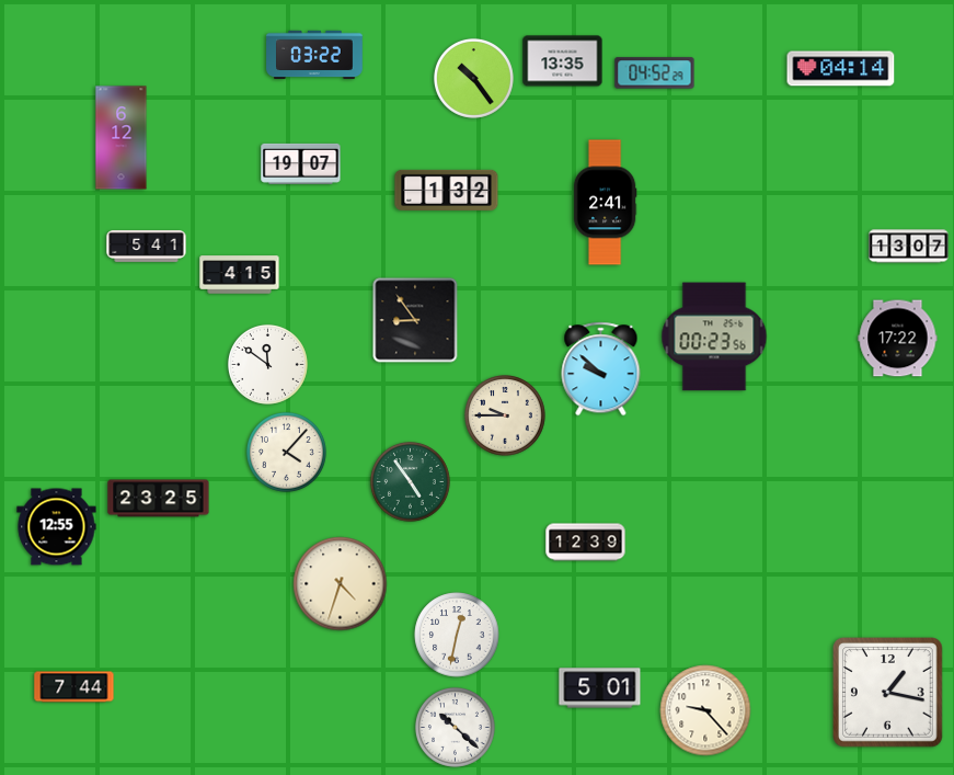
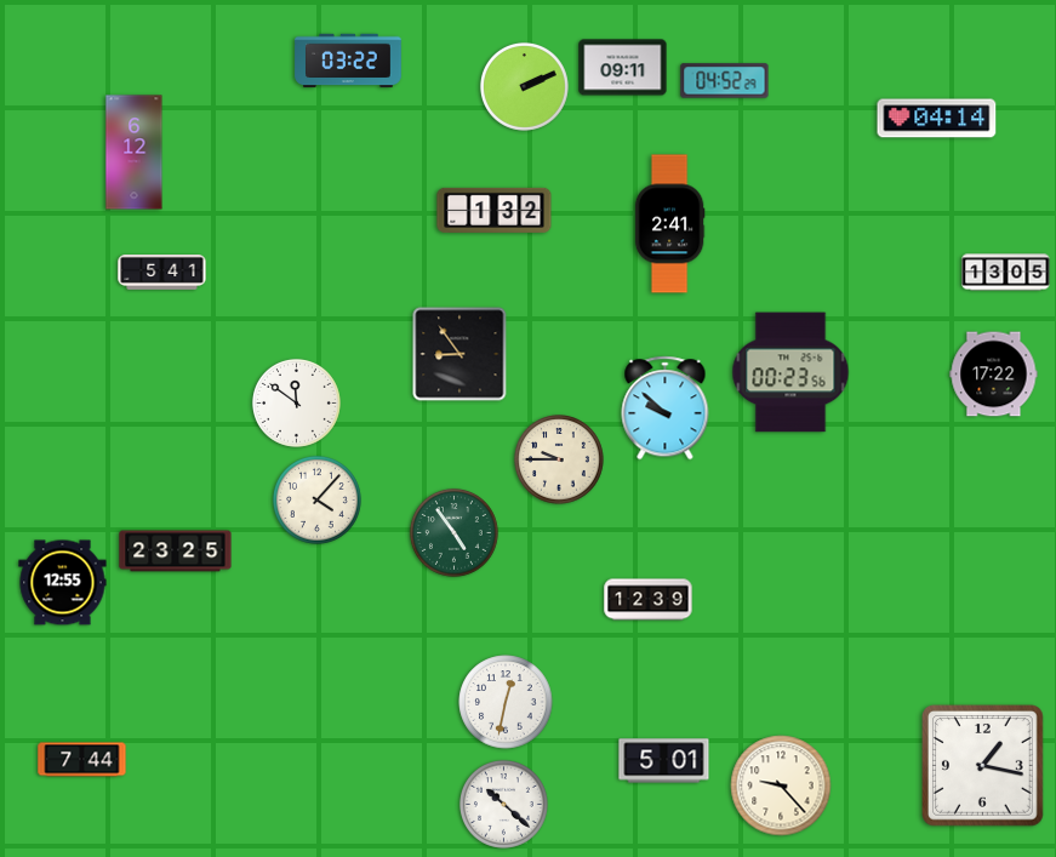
clock at (563, 61): 13:35 -> 09:11
clock at (841, 69) position: (841, 69) -> (937, 119)
clock at (474, 79): 10:24 -> 2:11
clock at (301, 163): 19:07 -> none
clock at (909, 247): 13:07 -> 13:05
clock at (240, 275): 4:15 -> none
clock at (341, 584): 4:33 -> none
